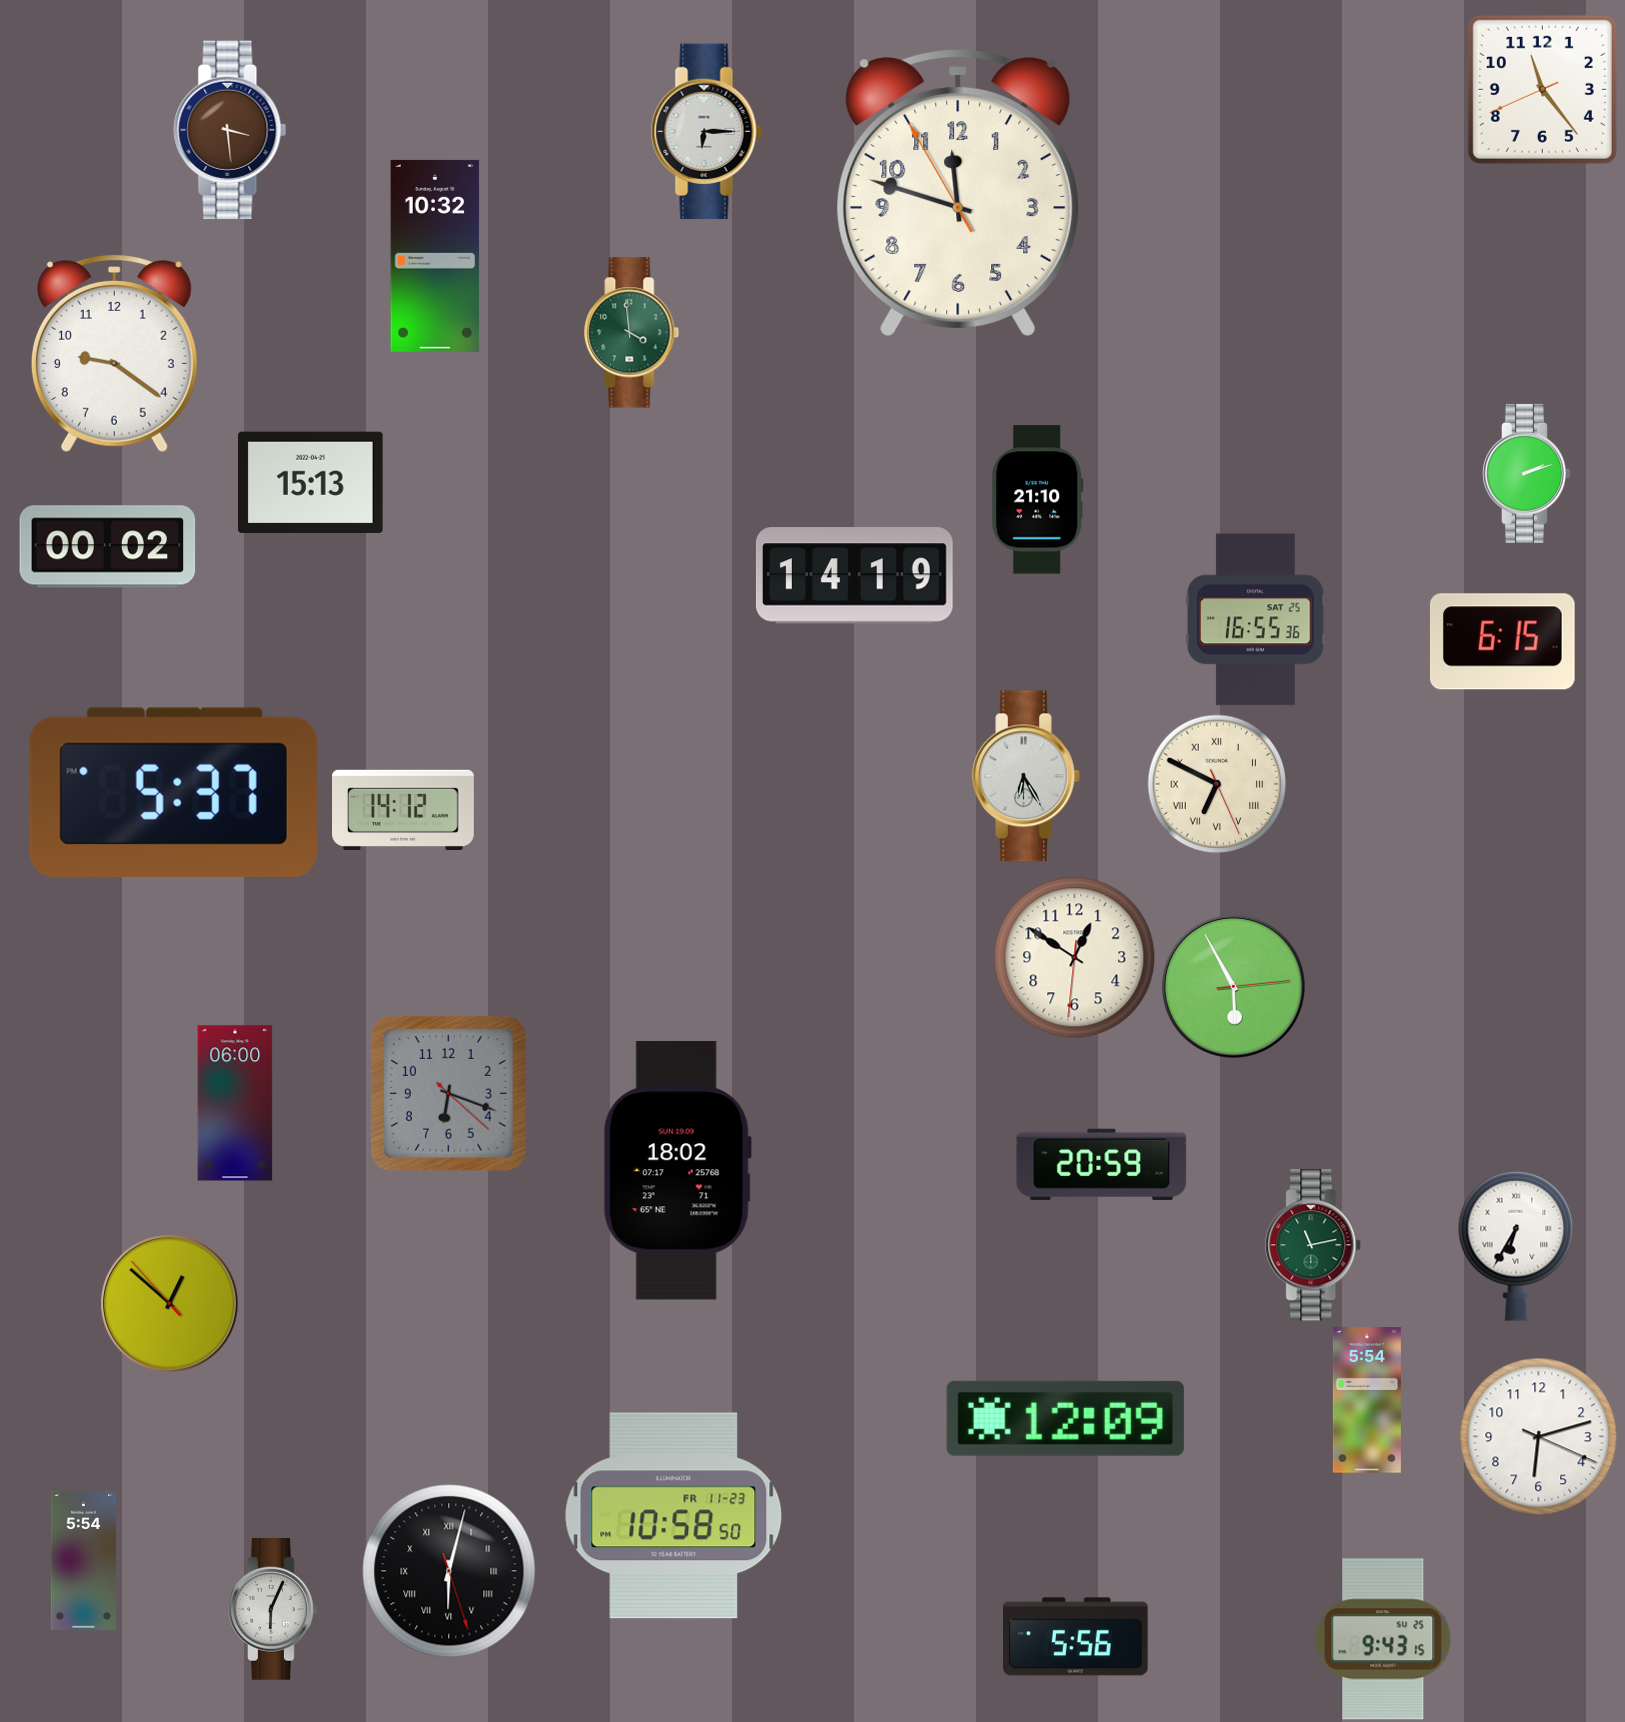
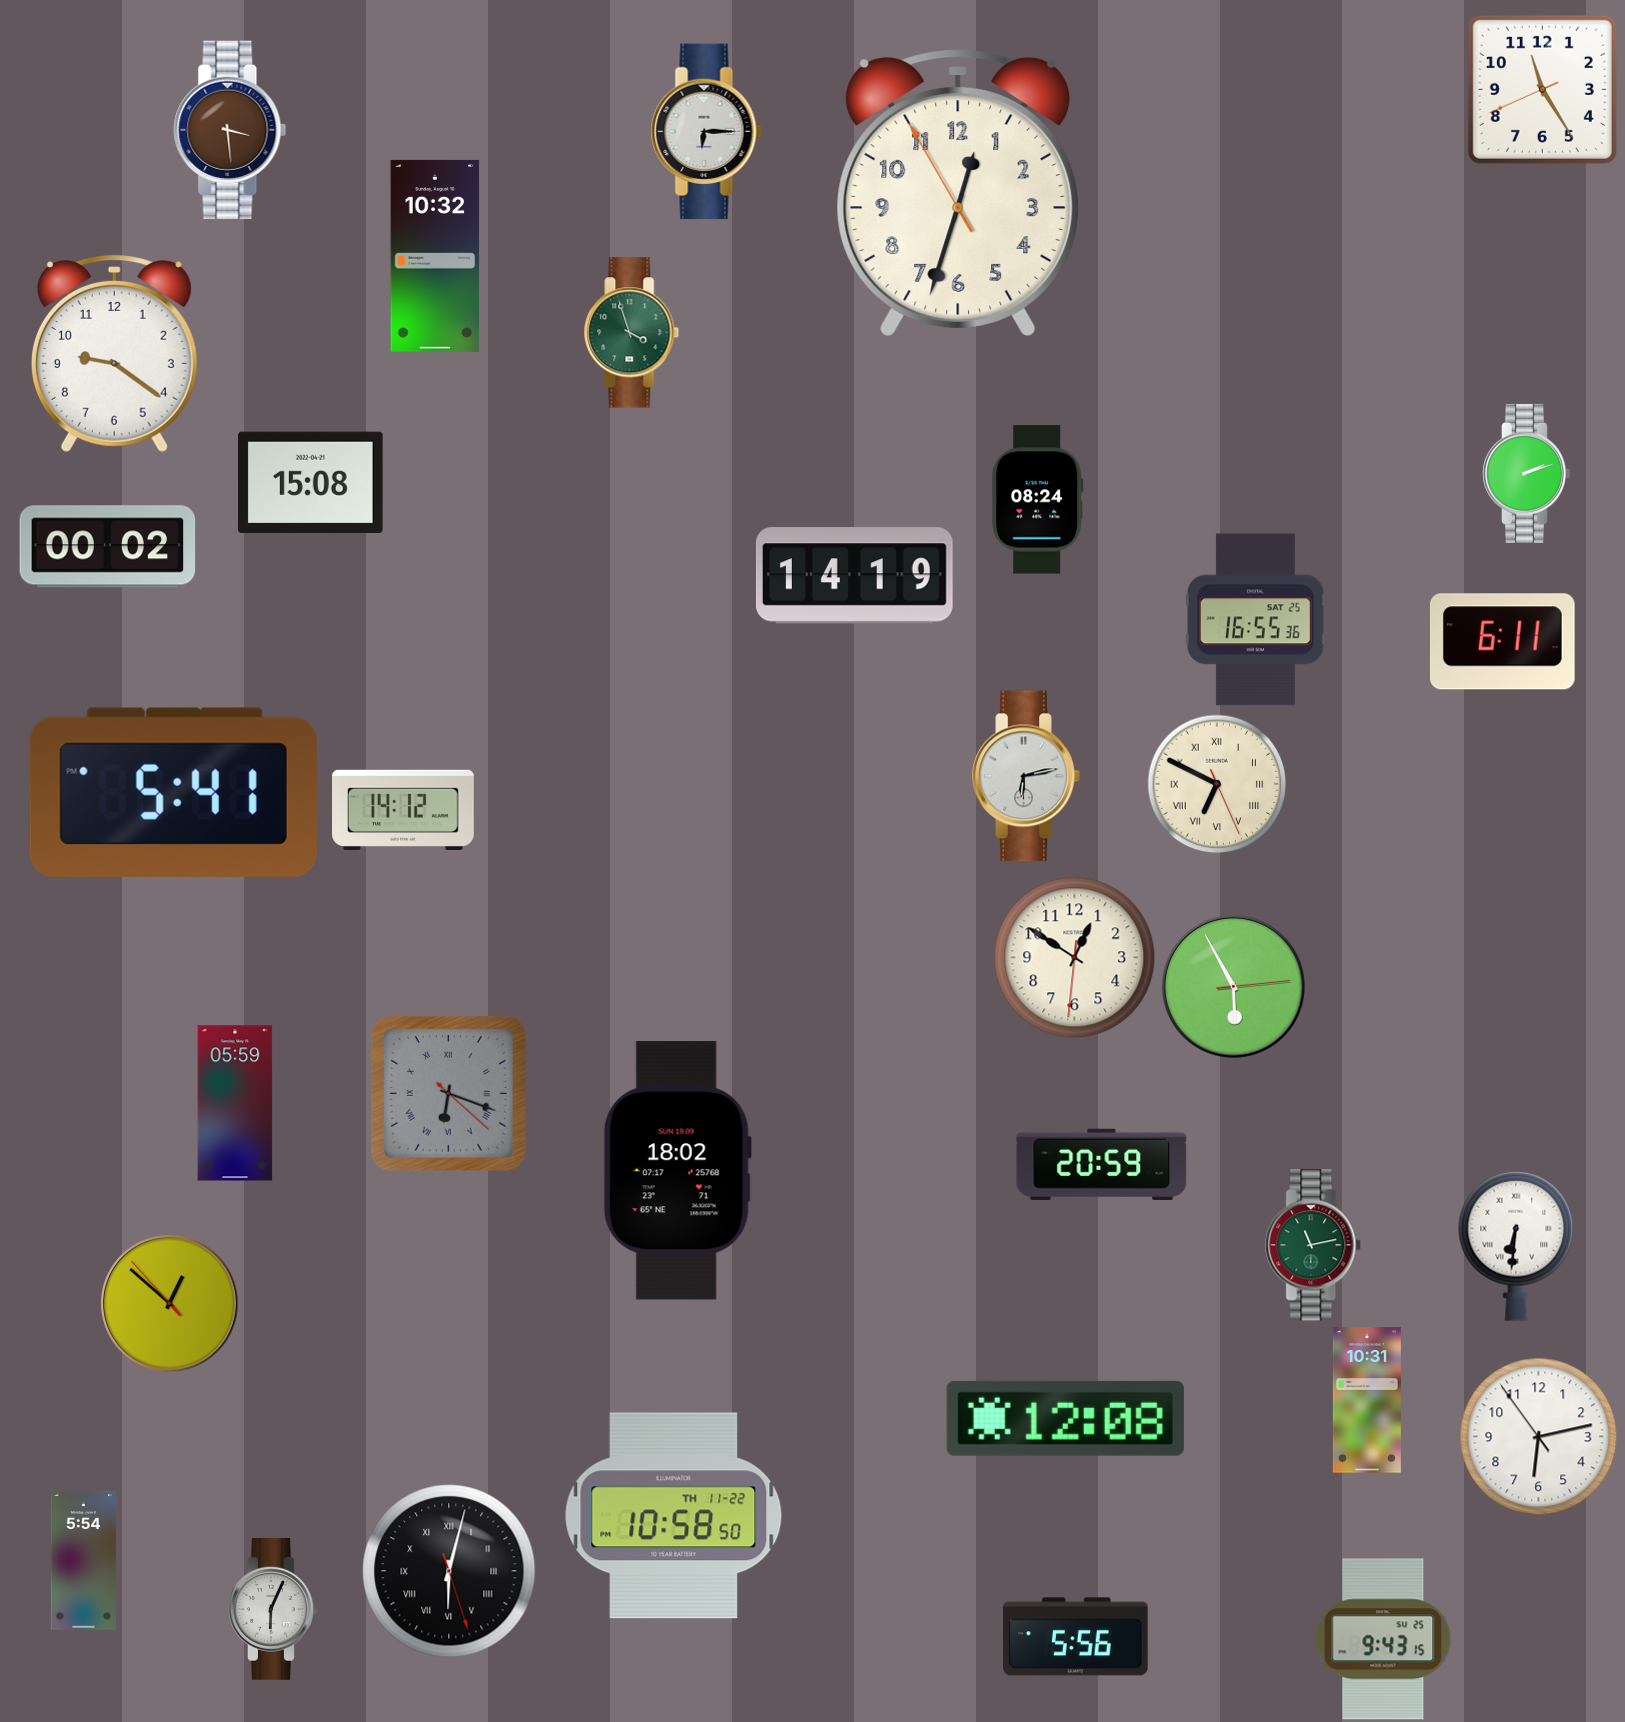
clock at (1542, 89): 11:23 -> 11:24
clock at (958, 193): 11:47 -> 12:32
clock at (632, 333): 3:59 -> 3:57
clock at (311, 482): 15:13 -> 15:08
clock at (1038, 500): 21:10 -> 08:24
clock at (1503, 642): 6:15 -> 6:11
clock at (1026, 776): 6:25 -> 6:13
clock at (173, 792): 5:37 -> 5:41
clock at (448, 1093) numerals: Arabic -> Roman
clock at (235, 1103): 06:00 -> 05:59
clock at (1516, 1246): 6:35 -> 6:31
clock at (1367, 1400): 5:54 -> 10:31
clock at (1065, 1418): 12:09 -> 12:08
clock at (1539, 1437): 6:12:19 -> 6:12:54
clock at (674, 1516) date: FR 11-23 -> TH 11-22
